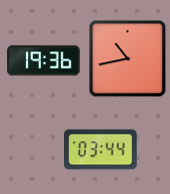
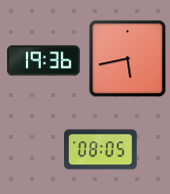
clock at (128, 59): 10:43 -> 5:43
clock at (101, 150): 03:44 -> 08:05
